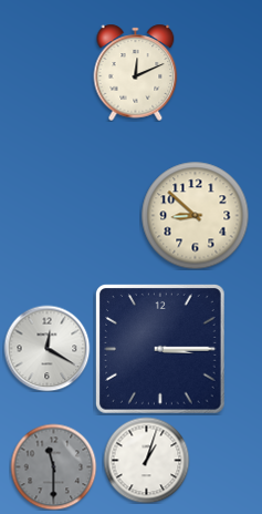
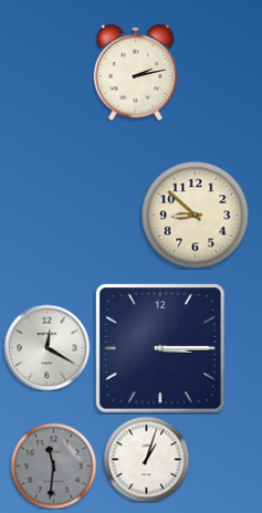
clock at (136, 72): 12:11 -> 2:13
clock at (53, 466): 11:30 -> 11:31
